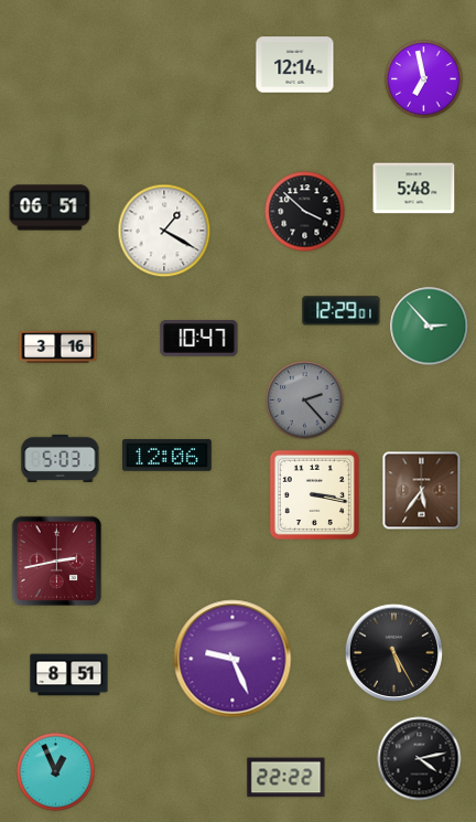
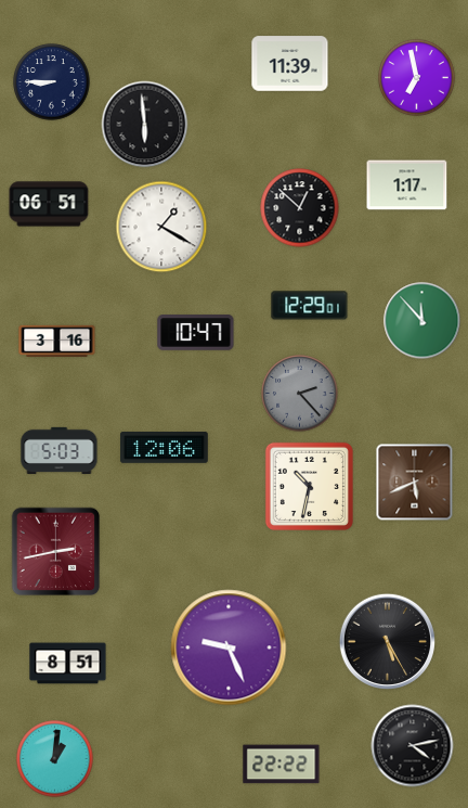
clock at (295, 65): 12:14 -> 11:39
clock at (52, 82): none -> 8:45
clock at (145, 125): none -> 5:59
clock at (414, 189): 5:48 -> 1:17
clock at (305, 212): 3:52 -> 12:52
clock at (342, 311) position: (342, 311) -> (310, 306)
clock at (430, 327): 2:53 -> 11:53
clock at (422, 491): 5:36 -> 5:41
clock at (314, 494): 3:17 -> 10:32
clock at (56, 772): 12:56 -> 1:01
